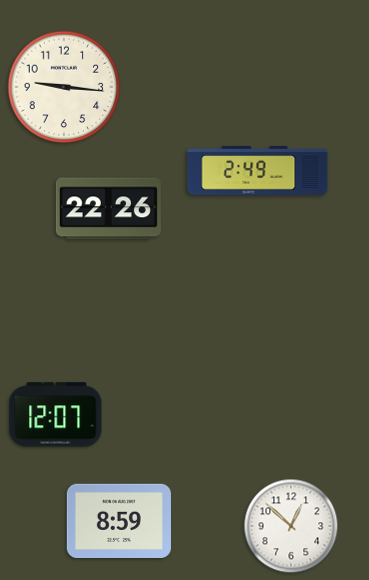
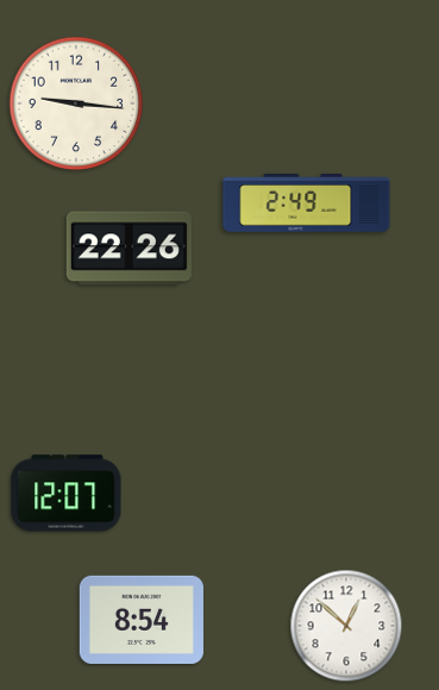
clock at (119, 520): 8:59 -> 8:54
